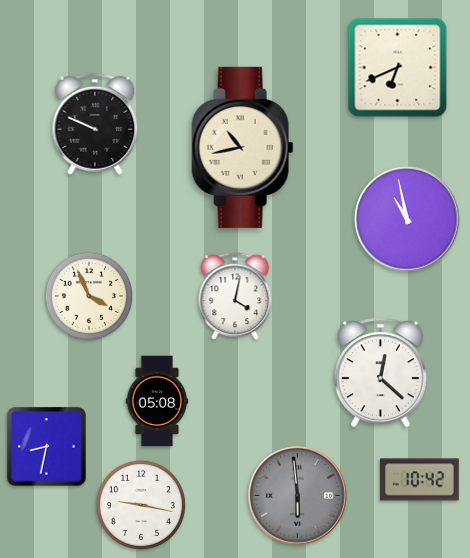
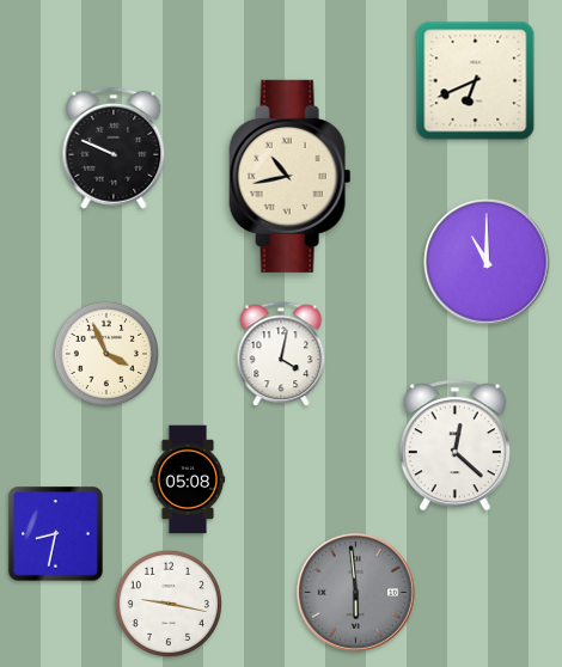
clock at (407, 219): 10:58 -> 11:00
clock at (420, 480): 10:42 -> none
